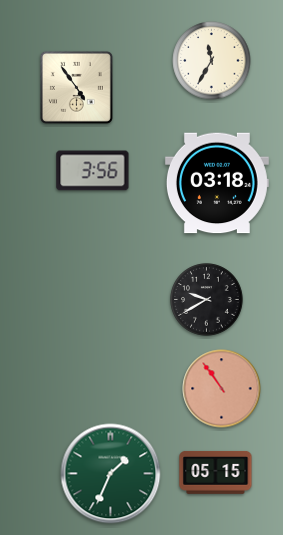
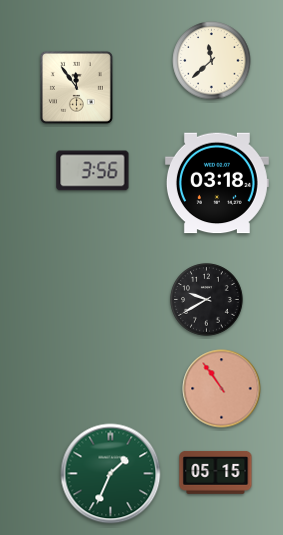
clock at (212, 61): 11:35 -> 11:38
clock at (76, 87): 4:54 -> 11:54
